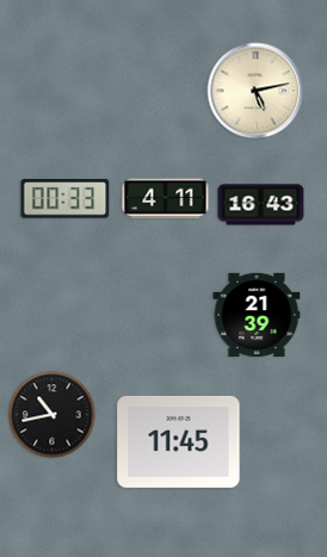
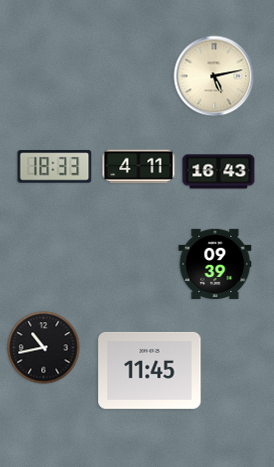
clock at (66, 199): 00:33 -> 18:33
clock at (257, 315): 21:39 -> 09:39
